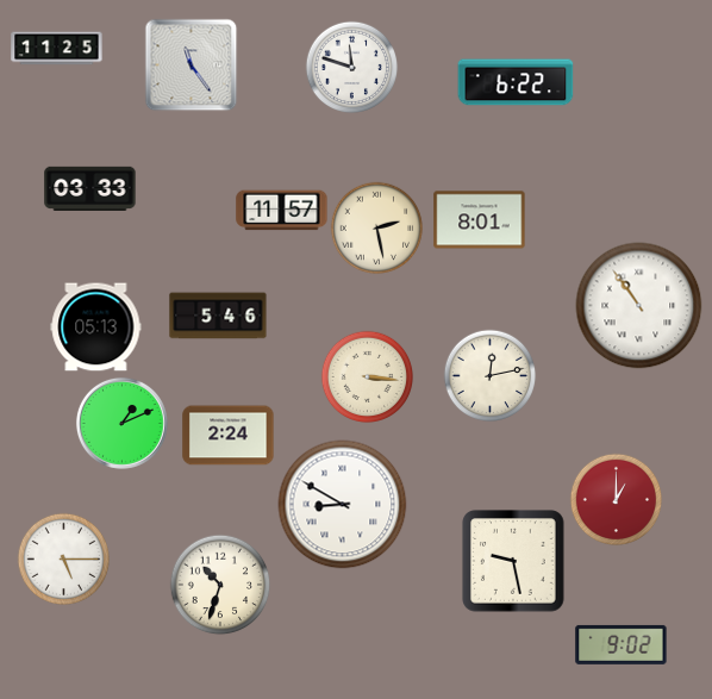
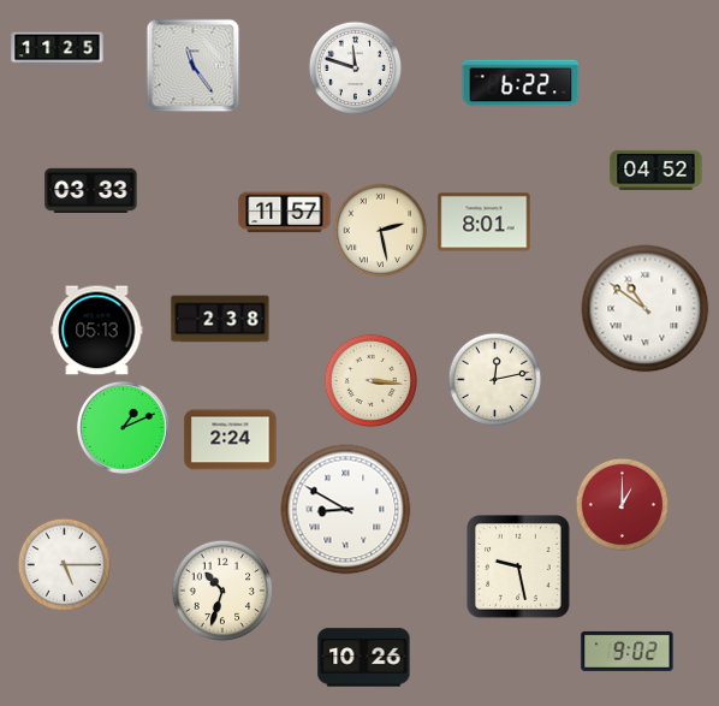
clock at (656, 170): none -> 04:52
clock at (639, 306): 10:54 -> 10:51
clock at (218, 316): 5:46 -> 2:38
clock at (364, 658): none -> 10:26
